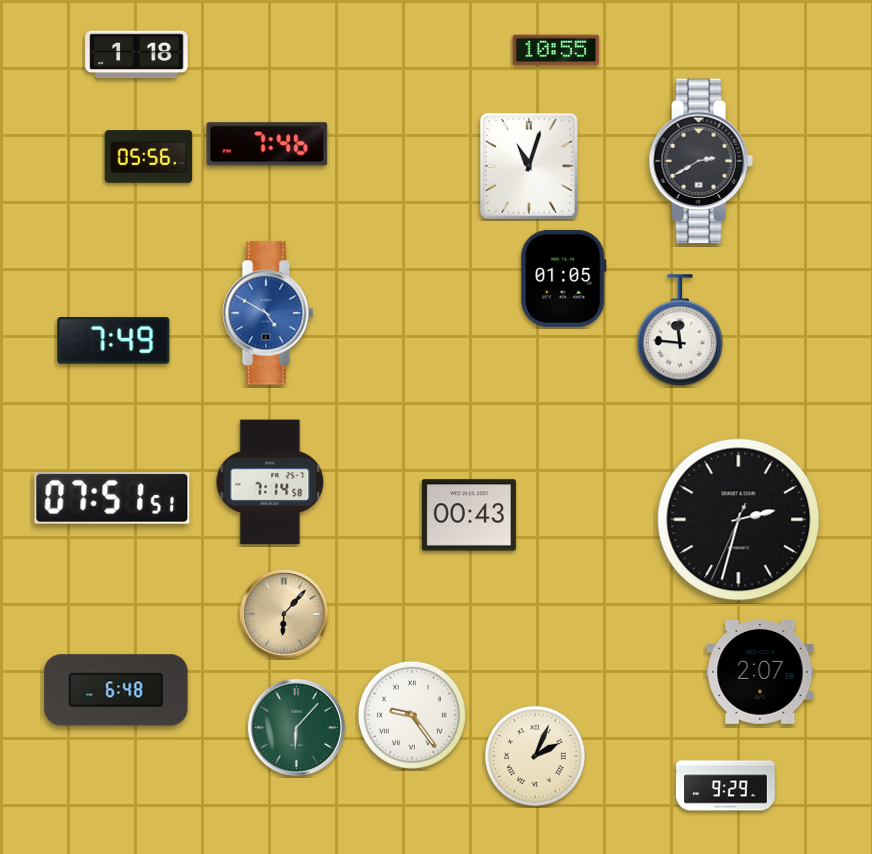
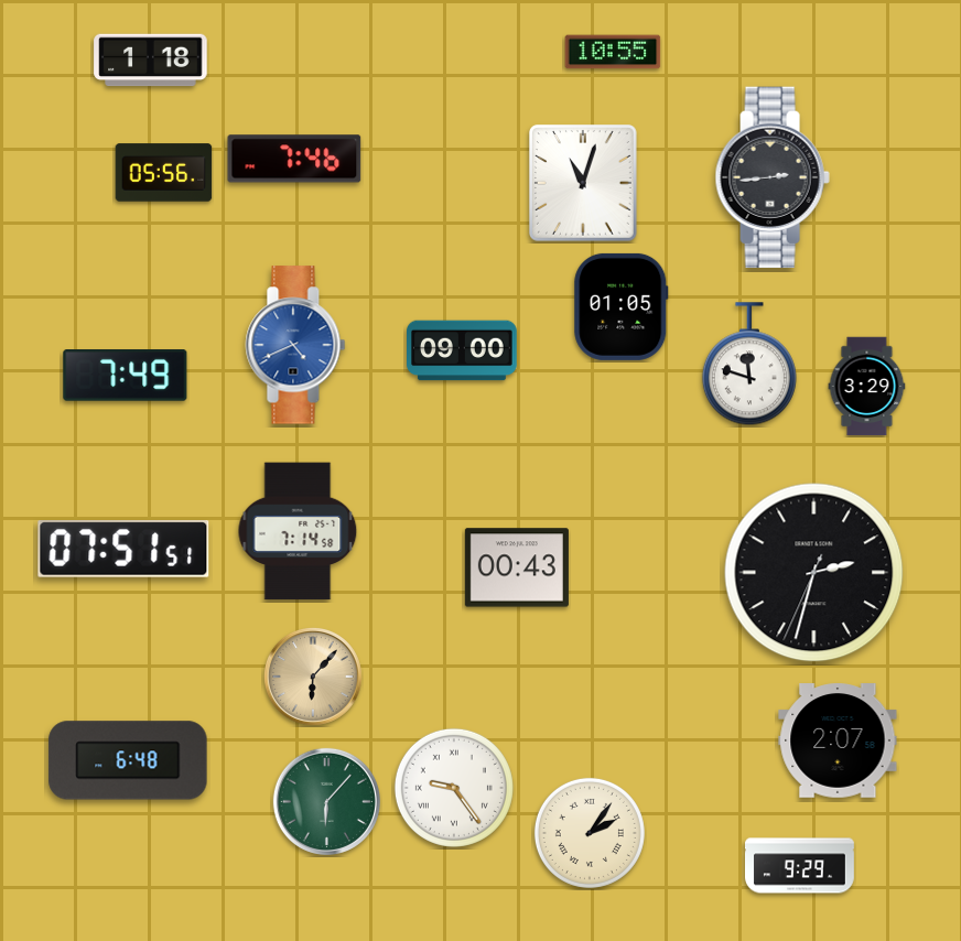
clock at (556, 50) position: (556, 50) -> (613, 52)
clock at (701, 161): 2:40 -> 2:44
clock at (268, 313): 4:50 -> 4:41
clock at (463, 350): none -> 09:00
clock at (680, 331): 11:46 -> 11:48
clock at (867, 387): none -> 3:29
clock at (535, 756): 2:04 -> 2:06
